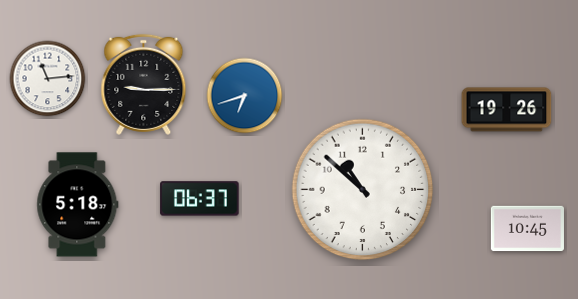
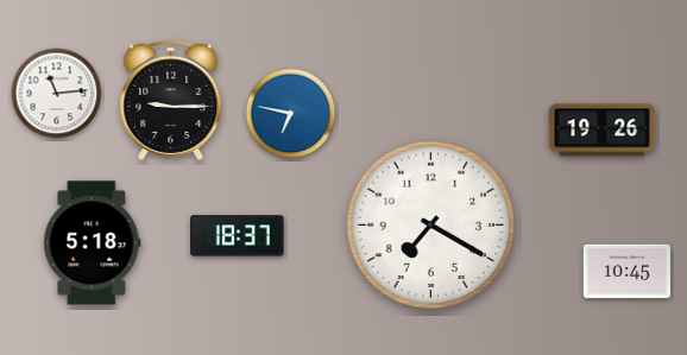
clock at (245, 96): 6:42 -> 6:47
clock at (363, 190): 10:52 -> 7:20
clock at (200, 199): 06:37 -> 18:37
